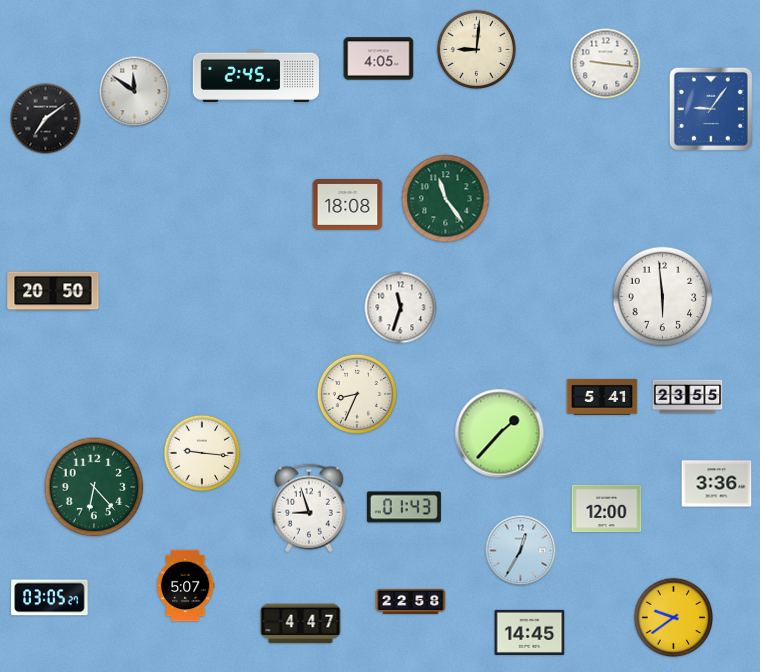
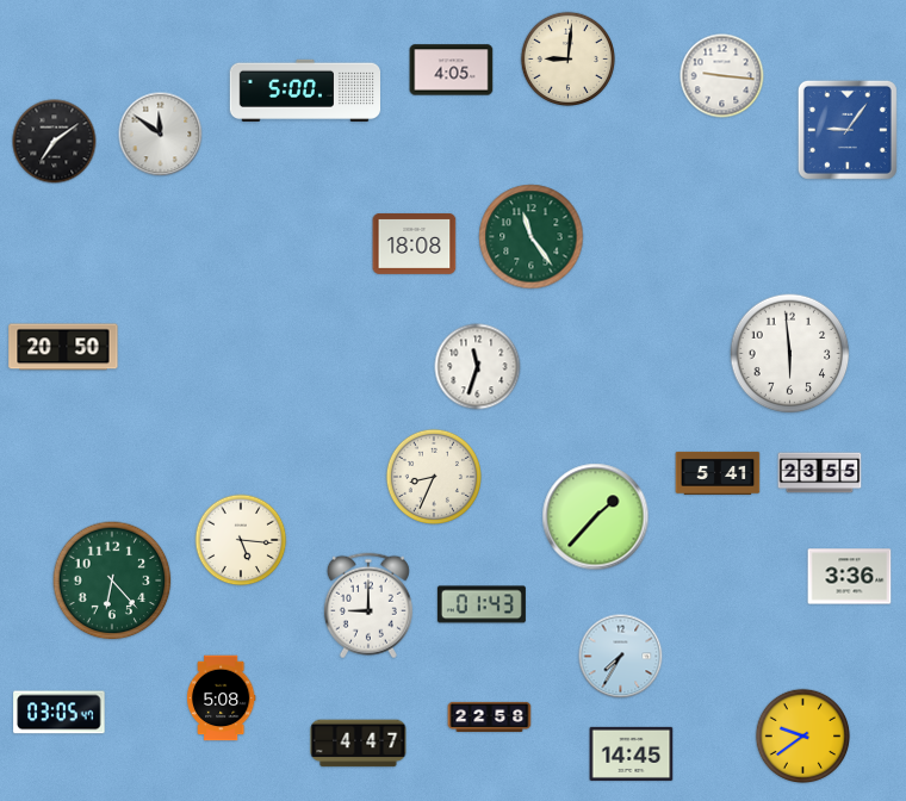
clock at (255, 76): 2:45 -> 5:00
clock at (135, 92) position: (135, 92) -> (161, 135)
clock at (357, 394) position: (357, 394) -> (434, 477)
clock at (202, 453): 9:16 -> 5:16
clock at (717, 484) position: (717, 484) -> (850, 577)
clock at (309, 508): 8:57 -> 9:00
clock at (607, 509): 12:00 -> none
clock at (521, 551): 12:35 -> 7:35
clock at (185, 586): 5:07 -> 5:08
clock at (50, 598): 03:05:27 -> 03:05:47
